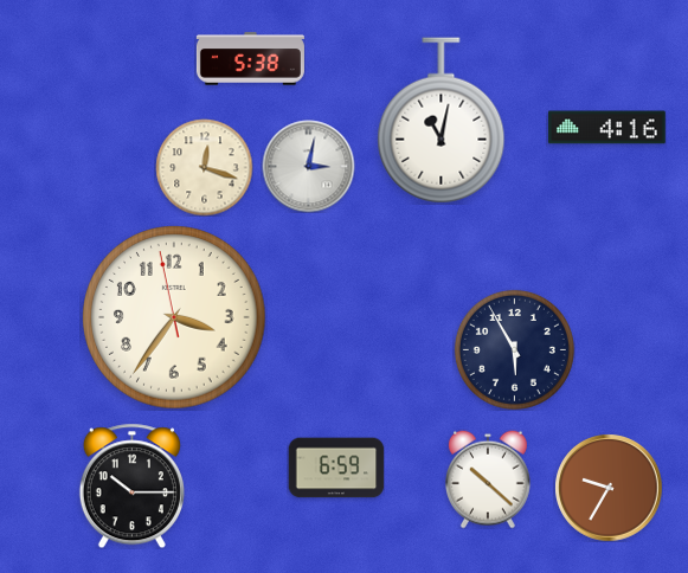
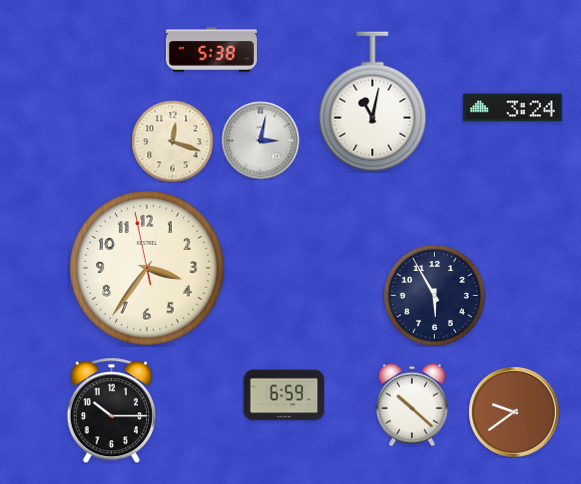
clock at (607, 128): 4:16 -> 3:24
clock at (609, 488): 9:35 -> 9:39
